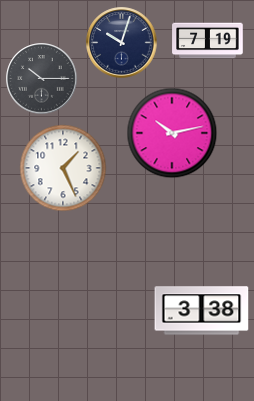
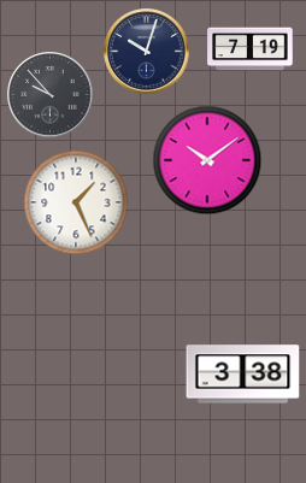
clock at (42, 79): 10:15 -> 9:53
clock at (172, 133): 10:13 -> 10:09
